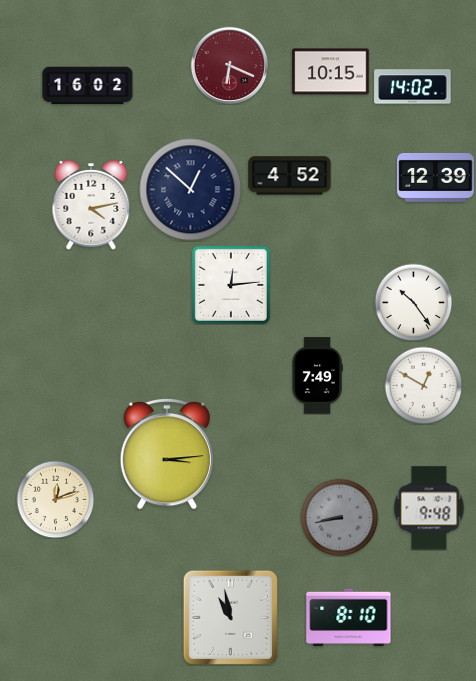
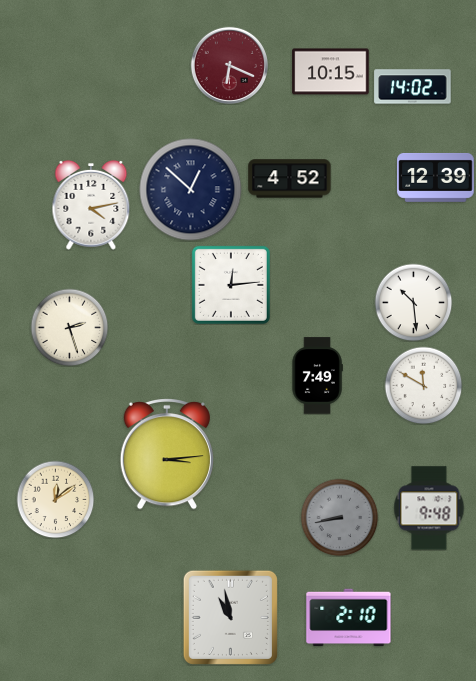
clock at (88, 86): 16:02 -> none
clock at (290, 176) position: (290, 176) -> (290, 179)
clock at (413, 302): 10:24 -> 10:29
clock at (69, 327): none -> 2:27
clock at (423, 385): 12:50 -> 11:50
clock at (55, 499): 12:12 -> 12:09
clock at (349, 618): 8:10 -> 2:10
